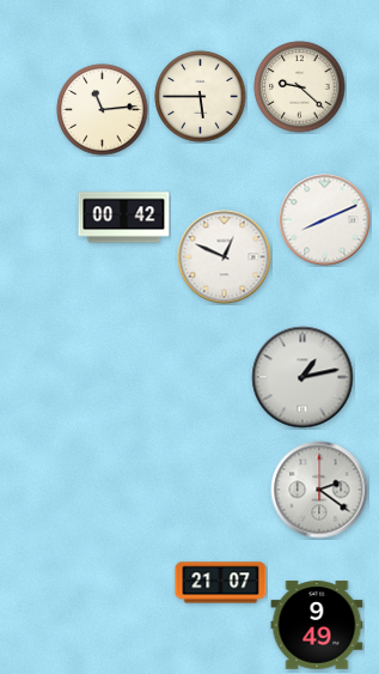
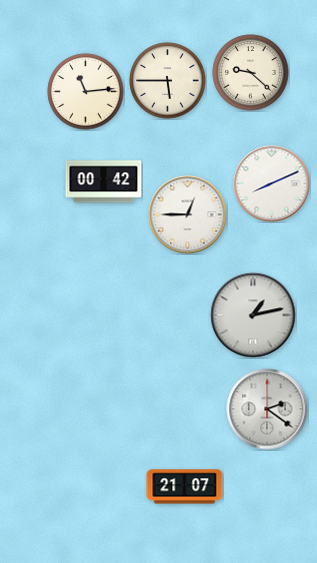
clock at (225, 257): 12:49 -> 12:45
clock at (317, 625): 9:49 -> none
